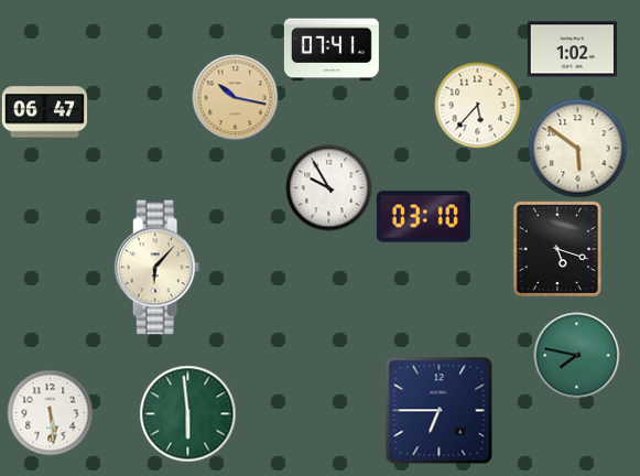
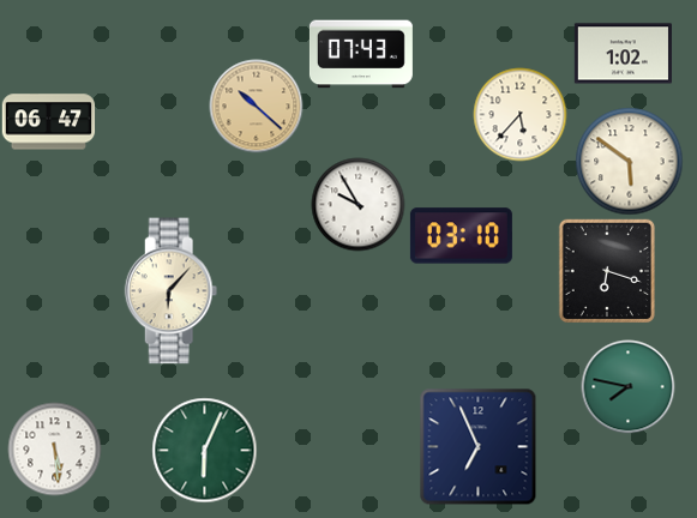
clock at (332, 50): 07:41 -> 07:43
clock at (235, 97): 10:17 -> 10:22
clock at (556, 248): 5:18 -> 6:18
clock at (438, 410): 6:45 -> 6:56
clock at (187, 413): 5:59 -> 6:04
